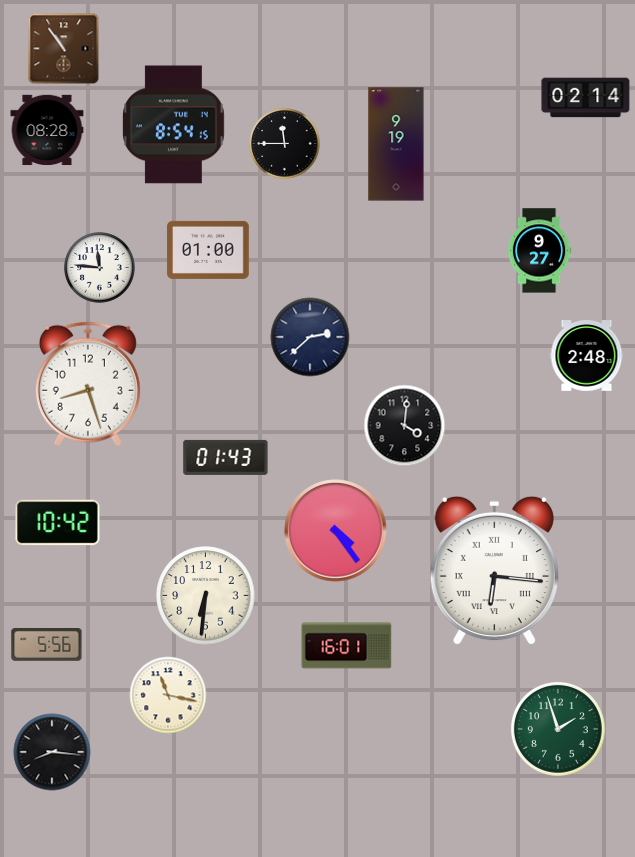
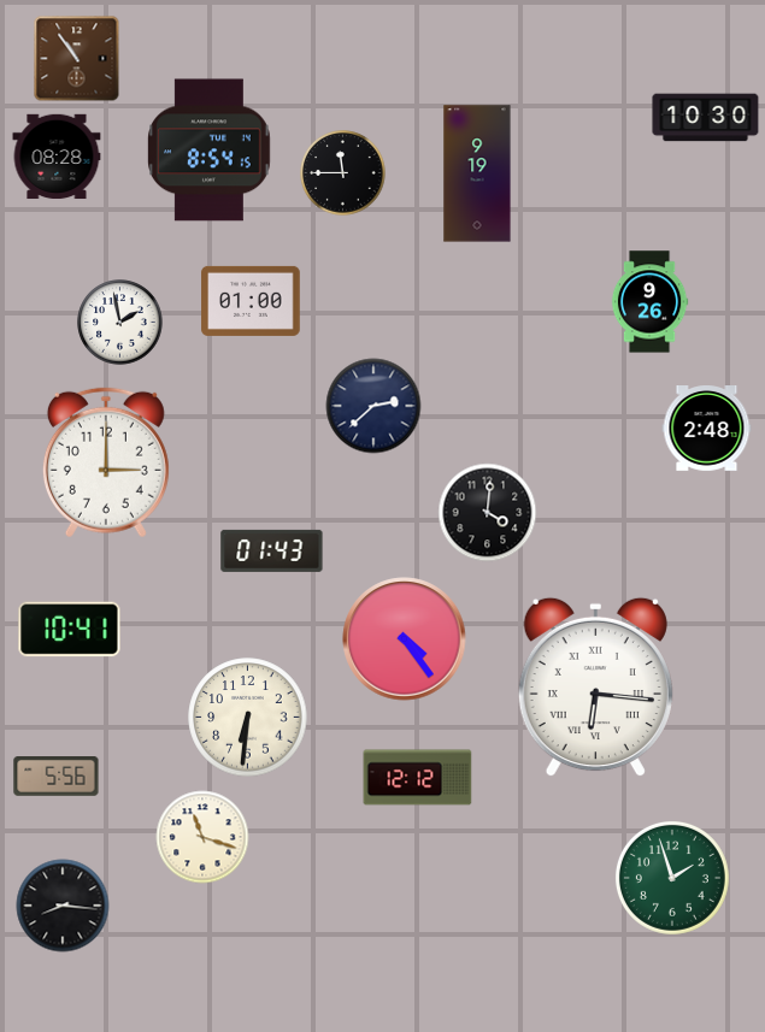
clock at (586, 98): 02:14 -> 10:30
clock at (539, 251): 9:27 -> 9:26
clock at (100, 268): 11:46 -> 1:58
clock at (88, 384): 8:27 -> 3:00
clock at (58, 523): 10:42 -> 10:41
clock at (347, 646): 16:01 -> 12:12
clock at (168, 695): 11:17 -> 11:18
